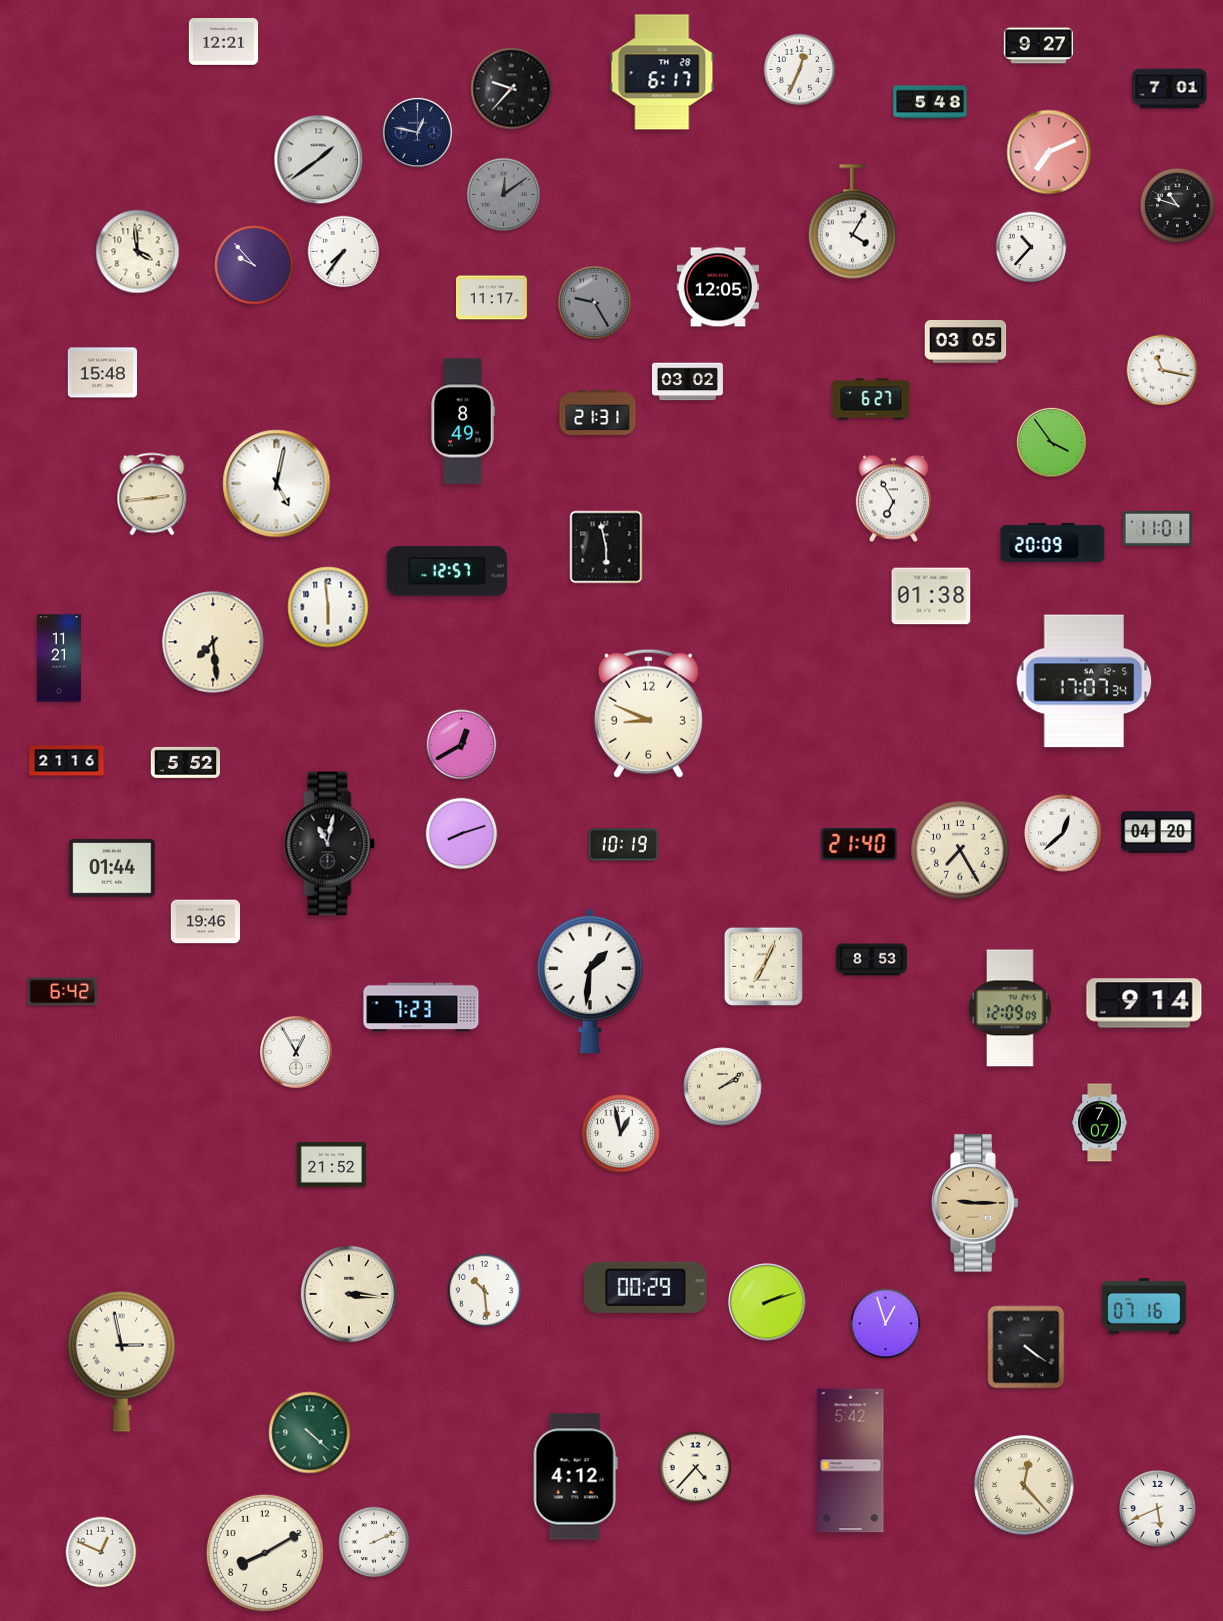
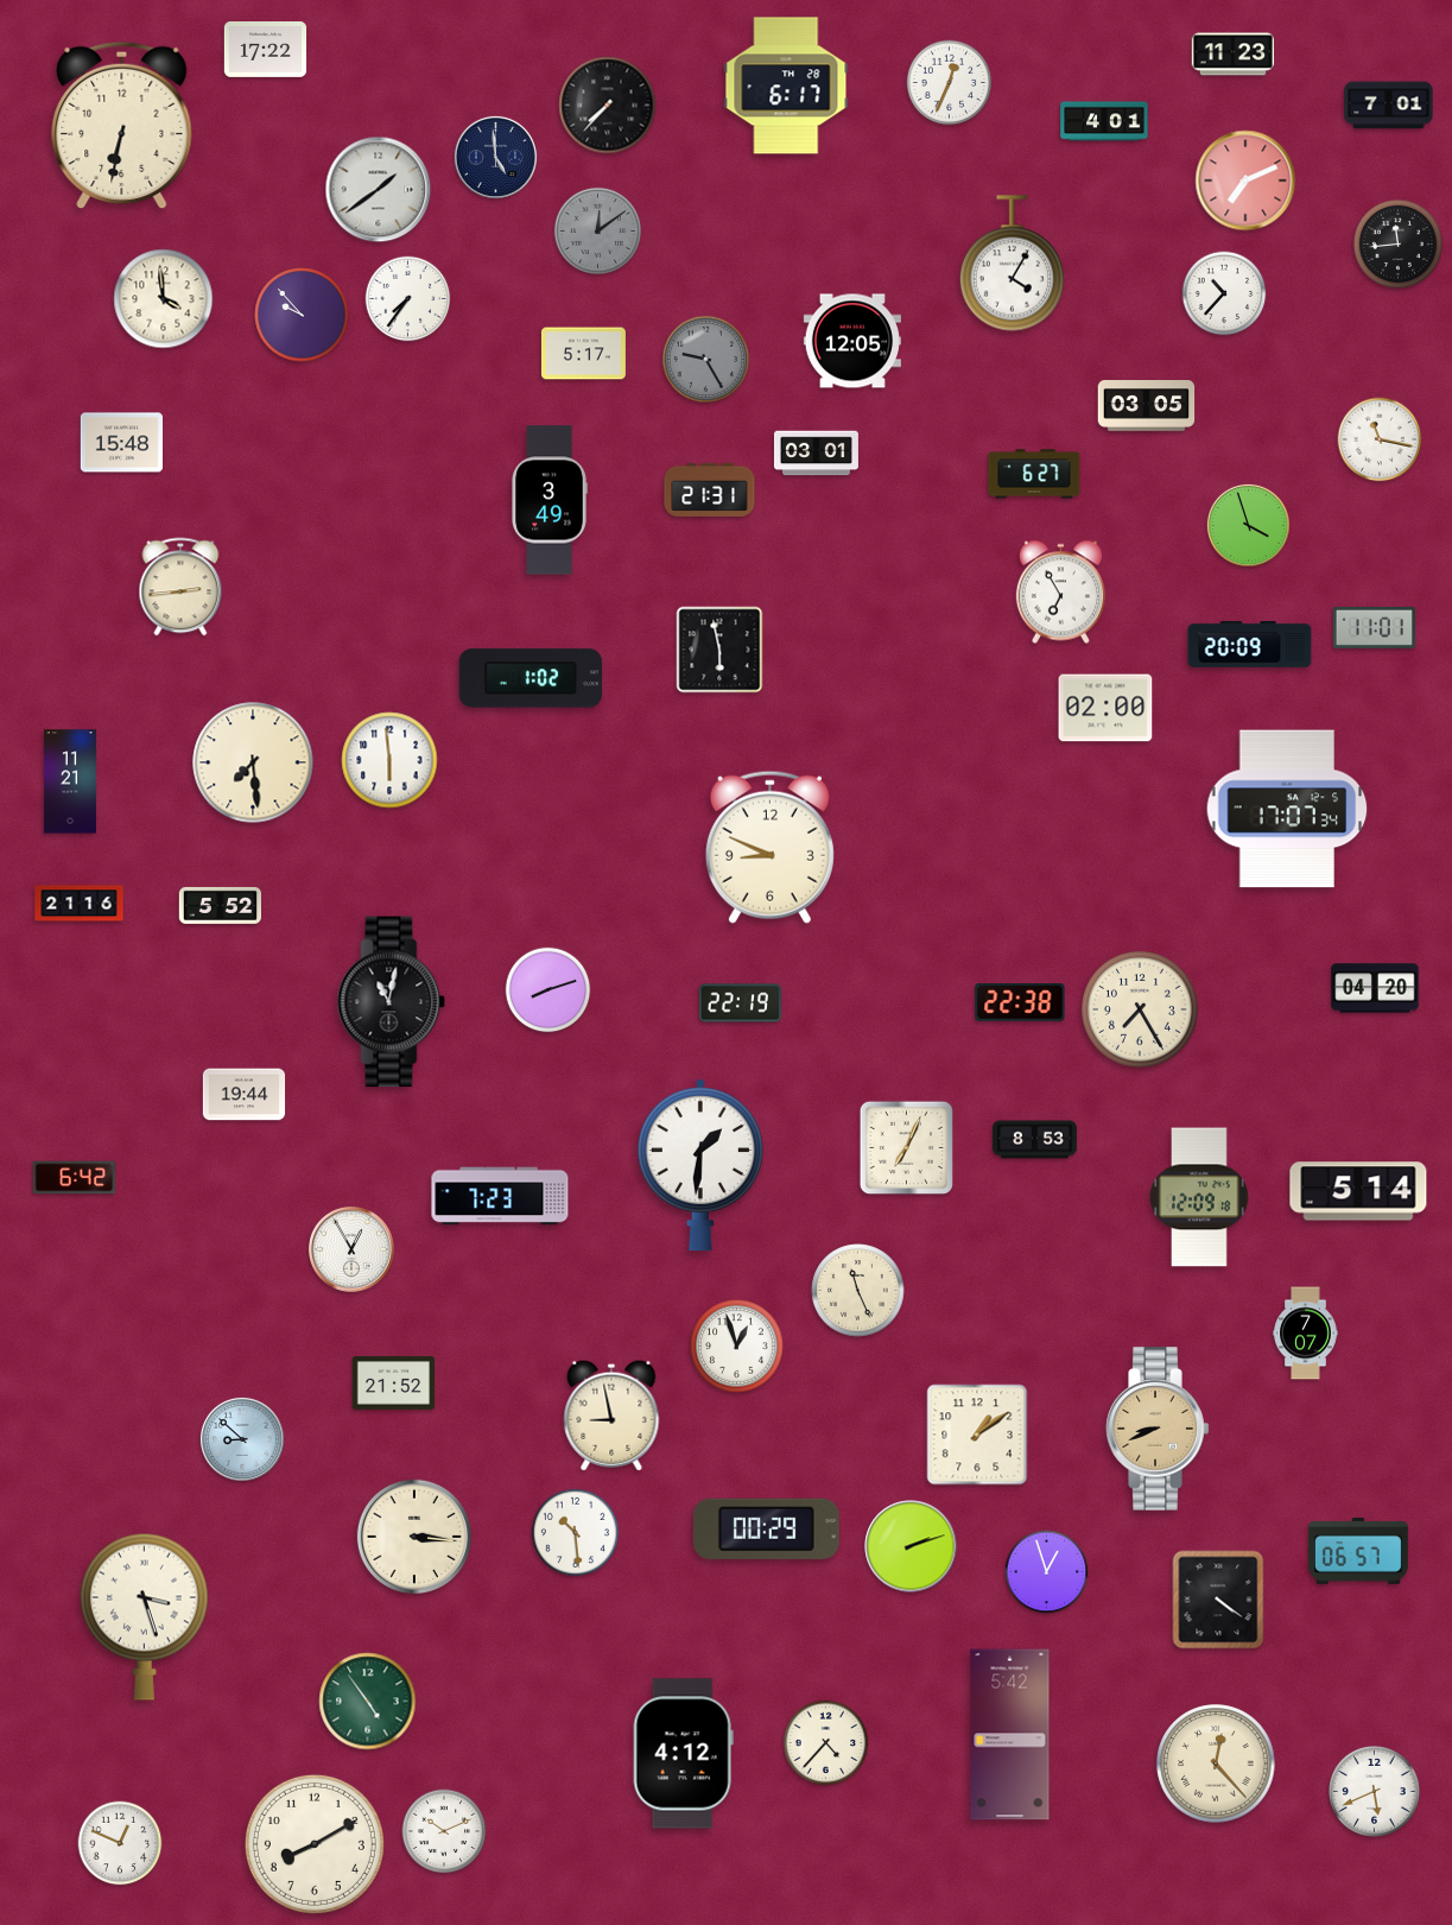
clock at (224, 42): 12:21 -> 17:22
clock at (1038, 46): 9:27 -> 11:23
clock at (512, 89): 9:37 -> 7:37
clock at (930, 102): 5:48 -> 4:01
clock at (122, 126): none -> 6:32
clock at (417, 132): 12:47 -> 4:59
clock at (1177, 205): 10:48 -> 11:44
clock at (491, 298): 11:17 -> 5:17
clock at (687, 382): 03:02 -> 03:01
clock at (463, 421): 8:49 -> 3:49
clock at (1051, 442): 3:54 -> 3:57
clock at (277, 484): 5:02 -> none
clock at (447, 571): 12:57 -> 1:02
clock at (931, 596): 01:38 -> 02:00
clock at (328, 607) position: (328, 607) -> (389, 760)
clock at (462, 745): 12:40 -> none
clock at (1063, 833): 12:38 -> none
clock at (623, 845): 10:19 -> 22:19
clock at (859, 845): 21:40 -> 22:38
clock at (112, 868): 01:44 -> none
clock at (206, 922): 19:46 -> 19:44
clock at (1144, 1003): 9:14 -> 5:14
clock at (1010, 1008): 12:09:09 -> 12:09:18
clock at (723, 1087): 2:09 -> 11:26
clock at (621, 1134): 12:58 -> 12:57
clock at (611, 1416): none -> 8:58
clock at (975, 1203): 9:15 -> 8:41
clock at (977, 1435): none -> 1:09
clock at (242, 1439): none -> 8:52
clock at (1144, 1307): 07:16 -> 06:57
clock at (886, 1324) position: (886, 1324) -> (1047, 1572)
clock at (121, 1361): 2:58 -> 3:27
clock at (310, 1433): 4:22 -> 4:54
clock at (374, 1542): 2:11 -> 10:11
